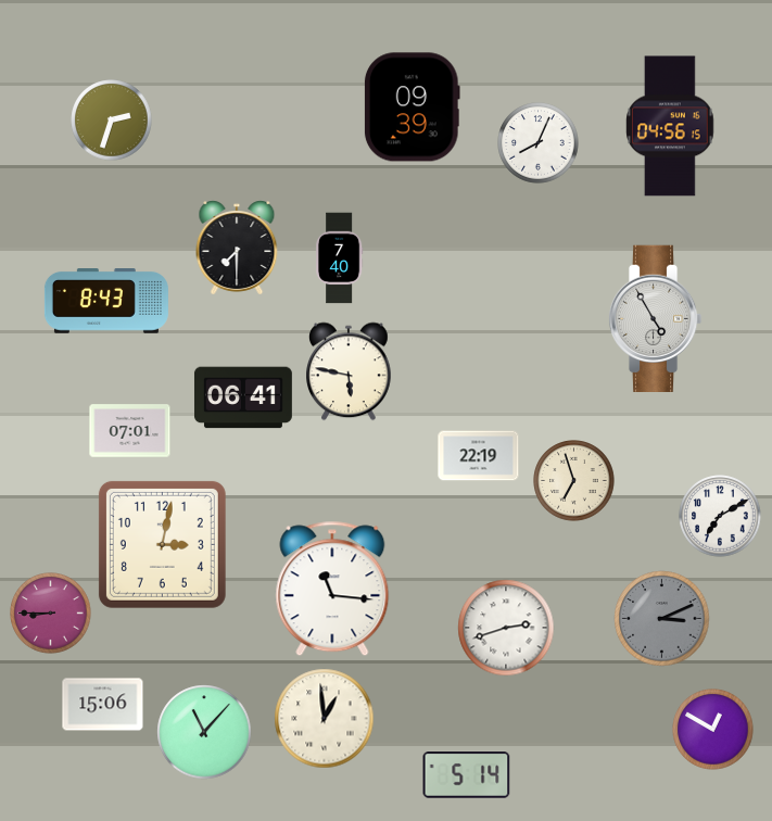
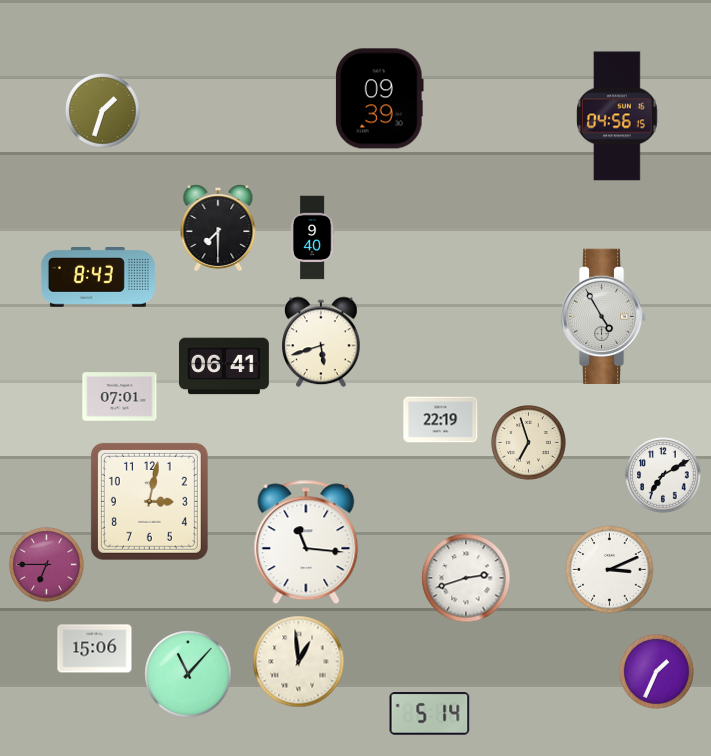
clock at (112, 121): 2:33 -> 1:33
clock at (539, 143): 8:04 -> none
clock at (339, 258): 7:40 -> 9:40
clock at (655, 318) position: (655, 318) -> (603, 316)
clock at (350, 371): 5:47 -> 5:42
clock at (51, 614): 8:45 -> 6:45
clock at (662, 619) dial: grey -> white
clock at (713, 730): 12:50 -> 1:34
